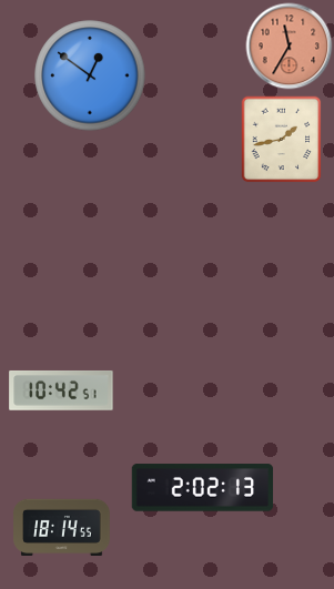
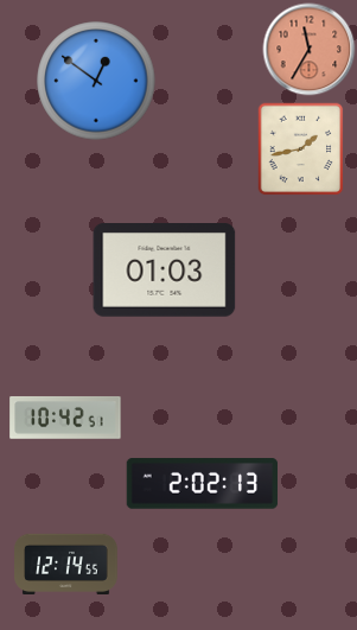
clock at (165, 271): none -> 01:03
clock at (203, 488) position: (203, 488) -> (203, 484)
clock at (62, 527): 18:14 -> 12:14
